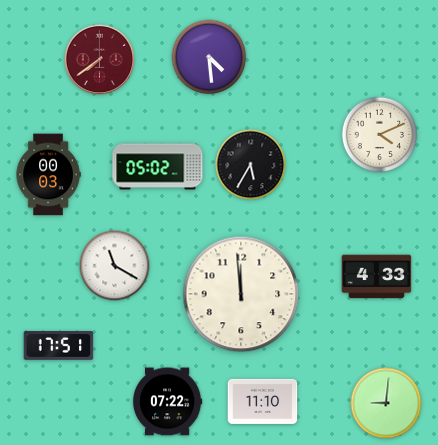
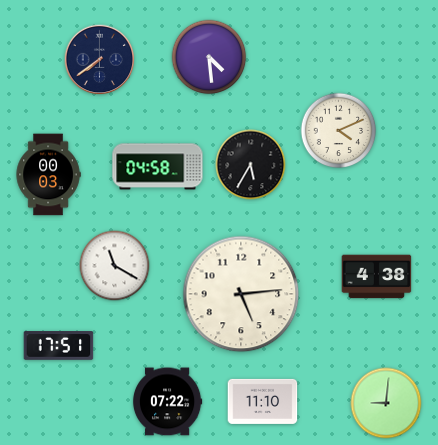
clock at (100, 60) dial: burgundy -> navy
clock at (380, 135) position: (380, 135) -> (339, 131)
clock at (158, 167): 05:02 -> 04:58
clock at (377, 277): 4:33 -> 4:38
clock at (241, 294): 11:59 -> 5:14
